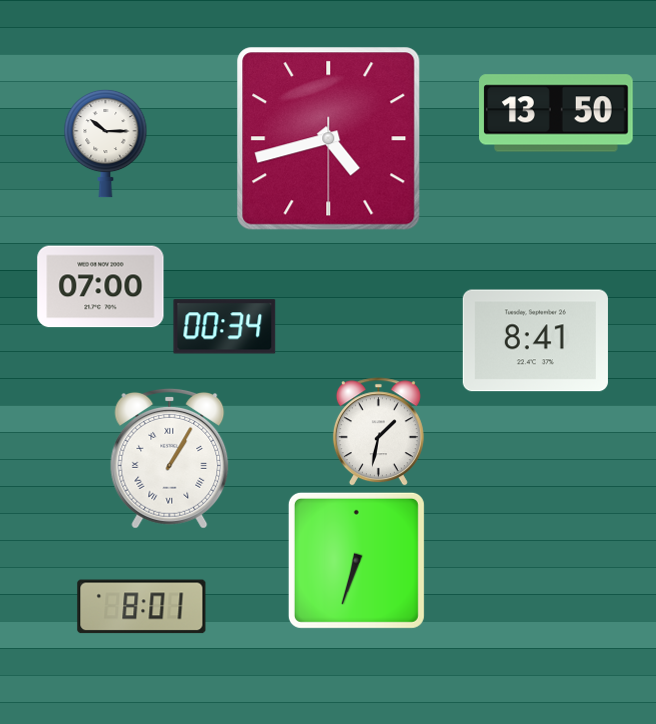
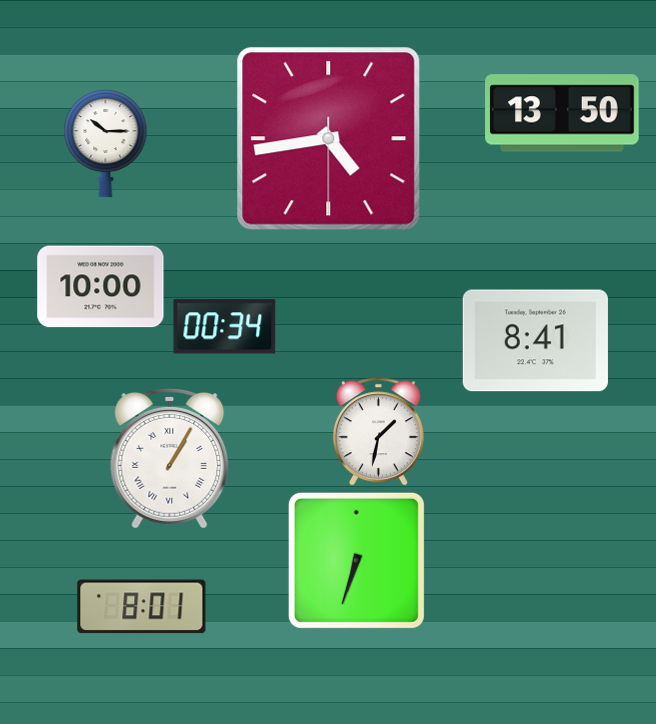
clock at (556, 113) position: (556, 113) -> (562, 113)
clock at (329, 139): 4:42 -> 4:43
clock at (101, 287): 07:00 -> 10:00
